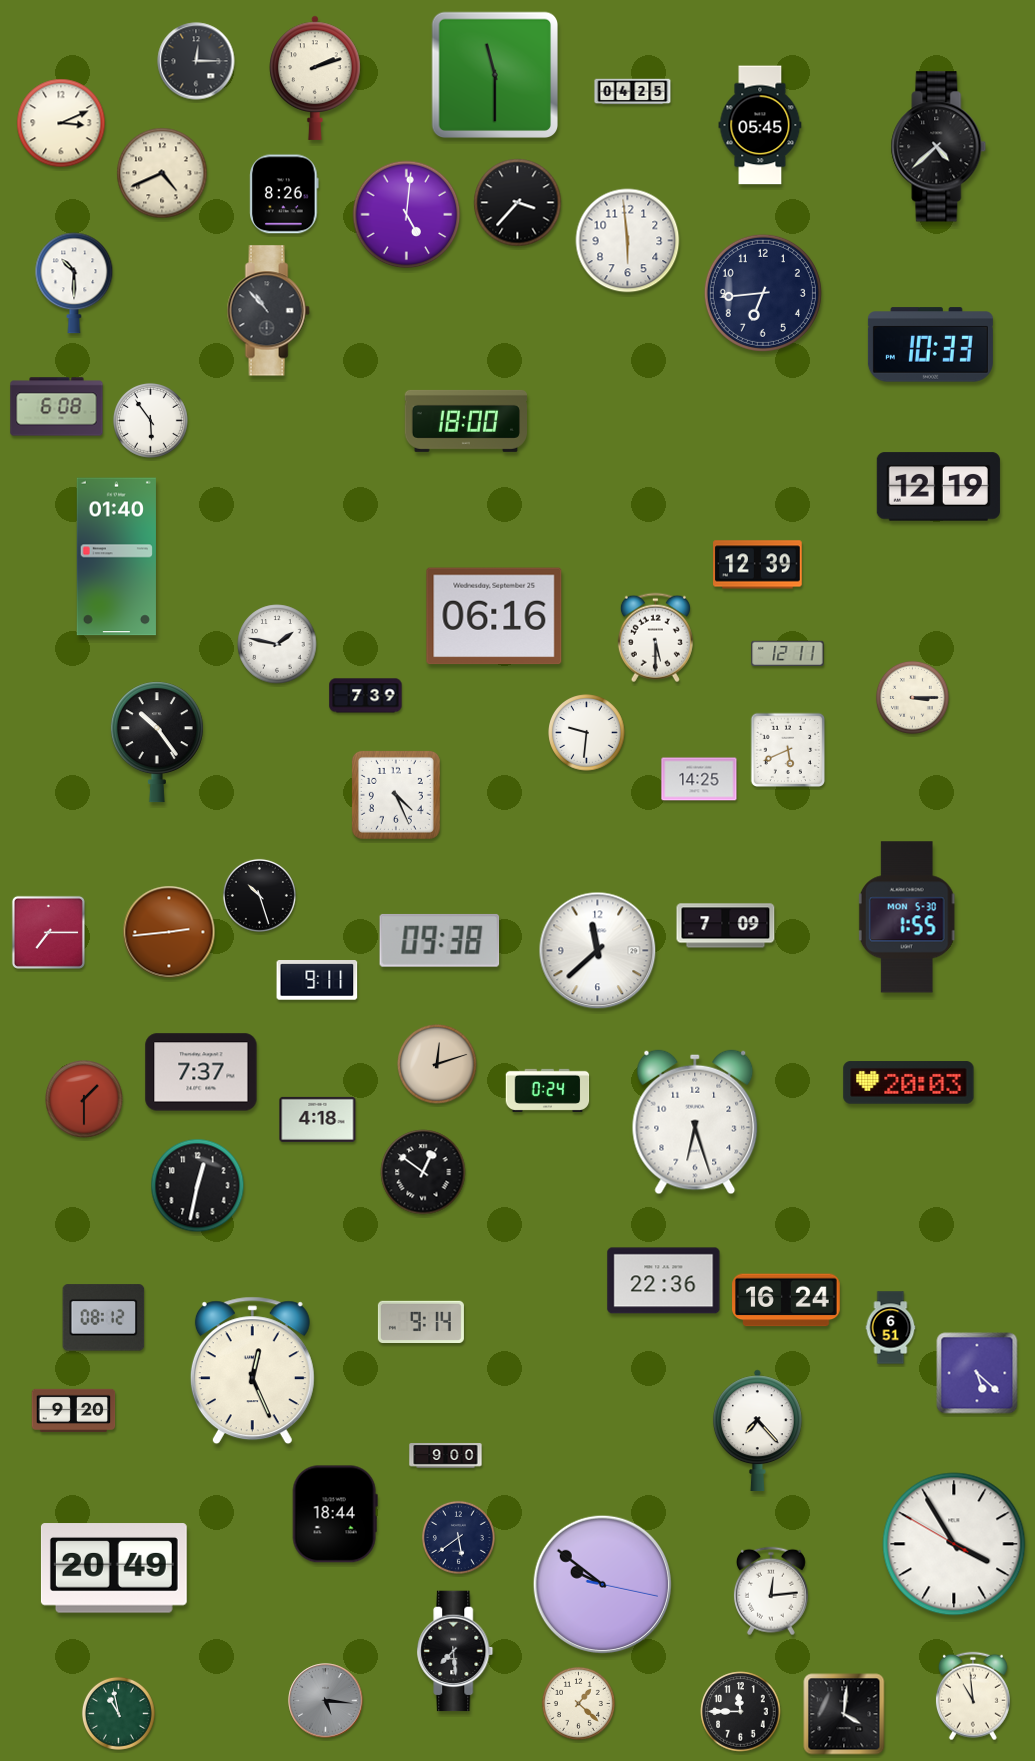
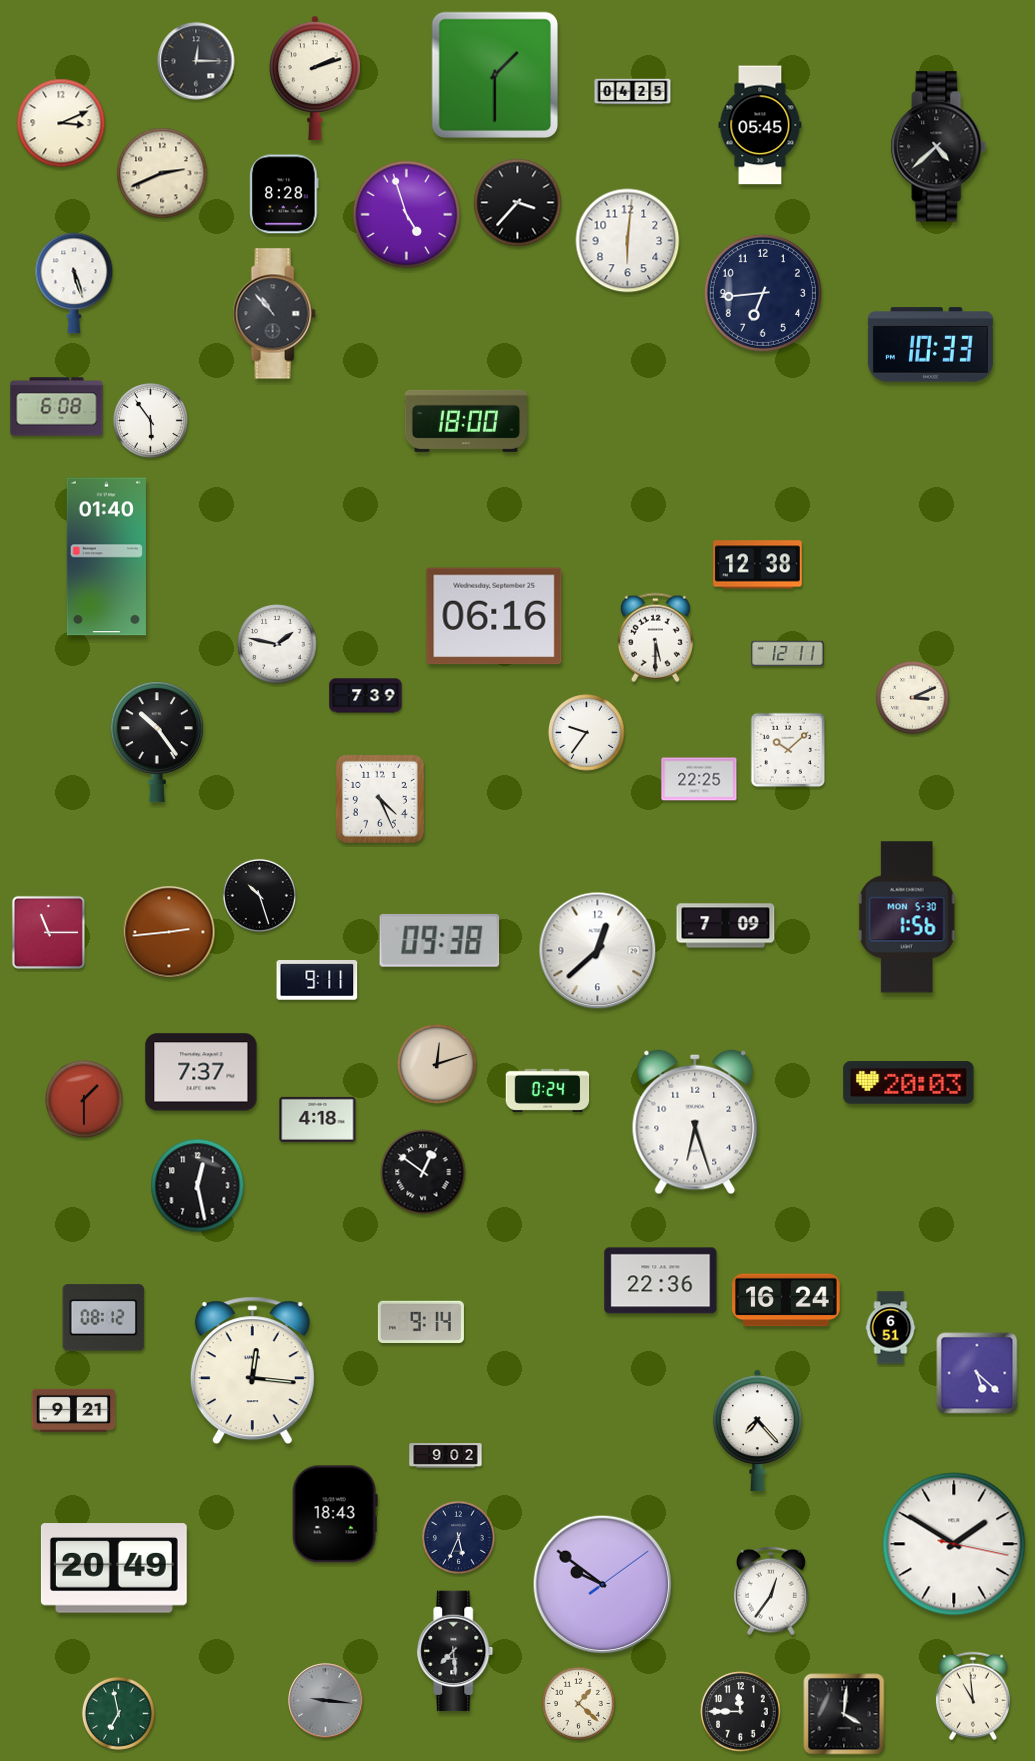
clock at (494, 74): 11:30 -> 1:30
clock at (162, 173): 4:41 -> 2:41
clock at (284, 194): 8:26 -> 8:28
clock at (407, 215): 5:01 -> 4:57
clock at (628, 241): 5:59 -> 6:01
clock at (74, 283): 10:30 -> 5:27
clock at (268, 311) position: (268, 311) -> (274, 314)
clock at (938, 487): 12:19 -> none
clock at (116, 557) position: (116, 557) -> (106, 557)
clock at (758, 565): 12:39 -> 12:38
clock at (912, 697): 3:15 -> 3:11
clock at (587, 733): 9:31 -> 9:36
clock at (788, 750): 5:41 -> 10:08
clock at (699, 779): 14:25 -> 22:25
clock at (396, 795) position: (396, 795) -> (380, 799)
clock at (907, 917): 1:55 -> 1:56
clock at (48, 932): 7:15 -> 11:15
clock at (598, 951): 11:38 -> 12:38
clock at (198, 1186): 12:32 -> 12:28
clock at (664, 1281) position: (664, 1281) -> (661, 1281)
clock at (252, 1371): 12:26 -> 12:16
clock at (74, 1410): 9:20 -> 9:21
clock at (446, 1456): 9:00 -> 9:02
clock at (335, 1514): 18:44 -> 18:43
clock at (458, 1537): 5:39 -> 5:34
clock at (954, 1544): 3:54 -> 1:50
clock at (602, 1584): 9:51:17 -> 9:51:09
clock at (771, 1591): 12:14 -> 12:36
clock at (326, 1701): 5:16 -> 9:16
clock at (118, 1713): 10:58 -> 6:58
